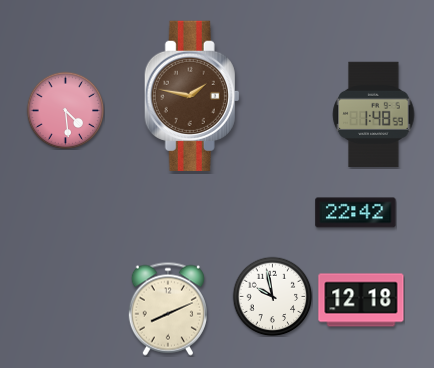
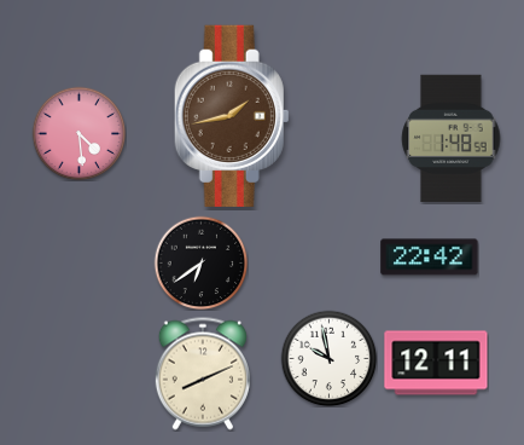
clock at (192, 96): 1:47 -> 1:43
clock at (200, 262): none -> 6:39
clock at (361, 300): 12:18 -> 12:11
